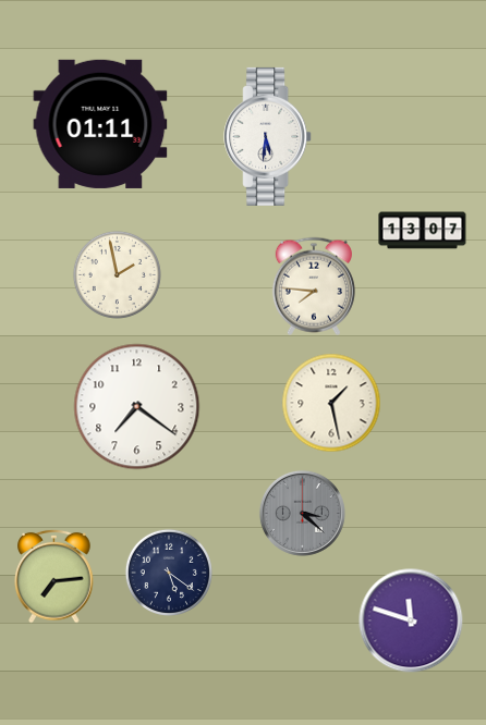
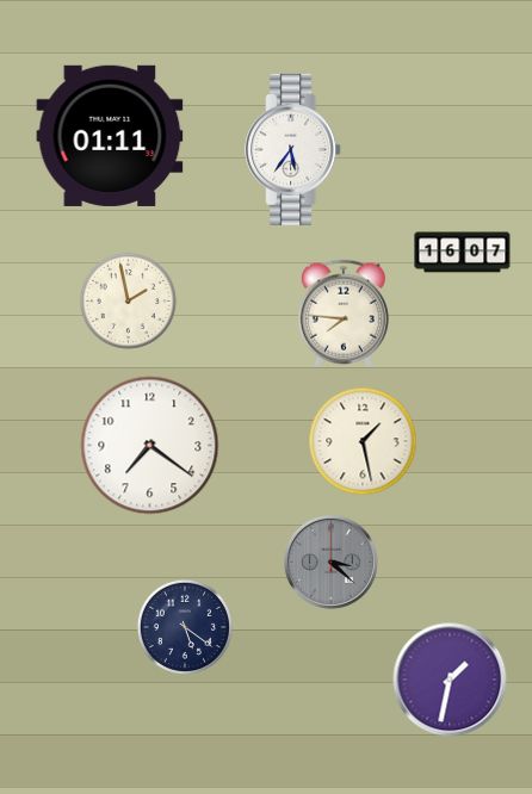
clock at (268, 136): 5:31 -> 5:36
clock at (423, 231): 13:07 -> 16:07
clock at (54, 576): 7:14 -> none
clock at (411, 620): 11:48 -> 1:32
